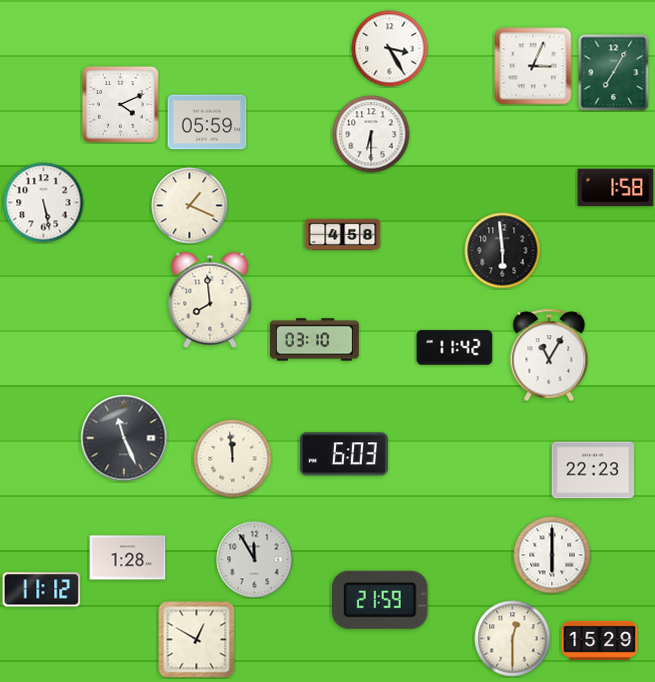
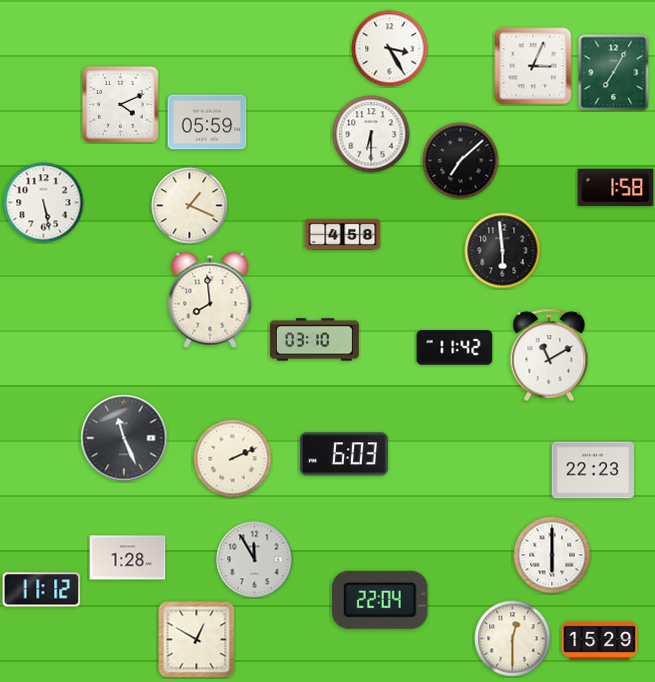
clock at (461, 161): none -> 7:08
clock at (549, 355): 11:05 -> 11:10
clock at (233, 459): 11:59 -> 2:11
clock at (380, 600): 21:59 -> 22:04
